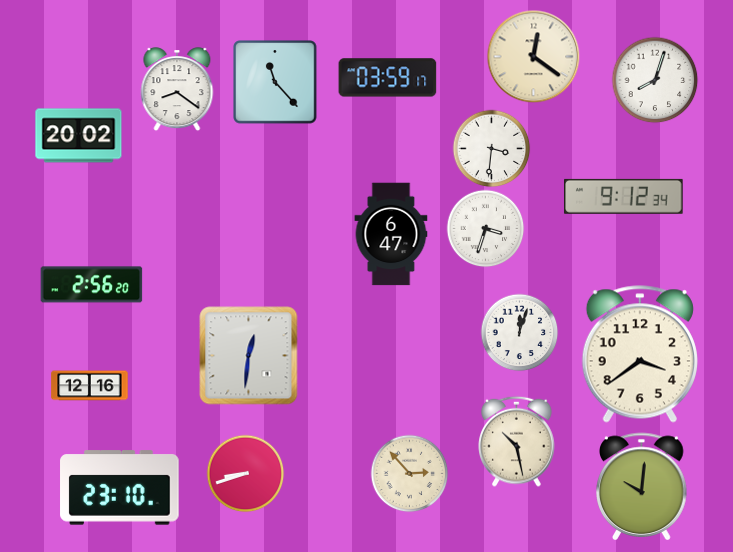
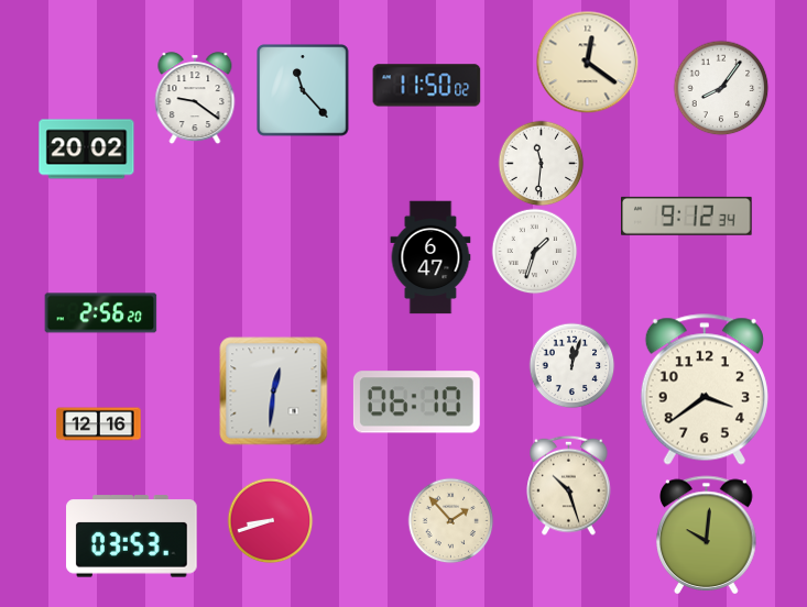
clock at (388, 78): 03:59 -> 11:50
clock at (655, 80): 8:03 -> 8:06
clock at (177, 89): 8:21 -> 9:21
clock at (491, 148): 3:31 -> 11:31
clock at (485, 228): 3:33 -> 1:33
clock at (416, 402): none -> 06:10
clock at (517, 441): 10:28 -> 10:27
clock at (409, 473): 2:53 -> 1:53
clock at (120, 488): 23:10 -> 03:53
